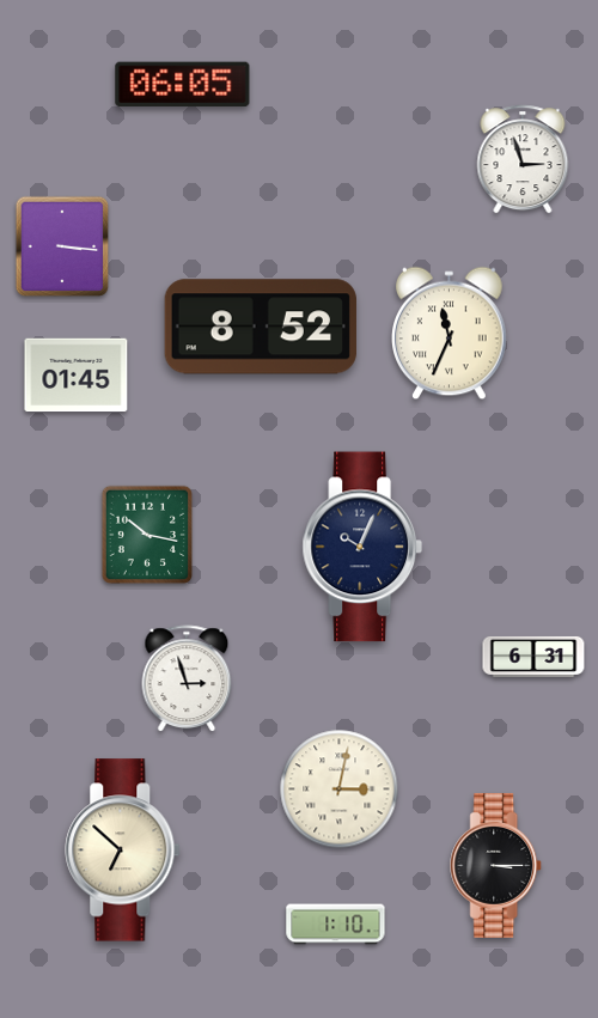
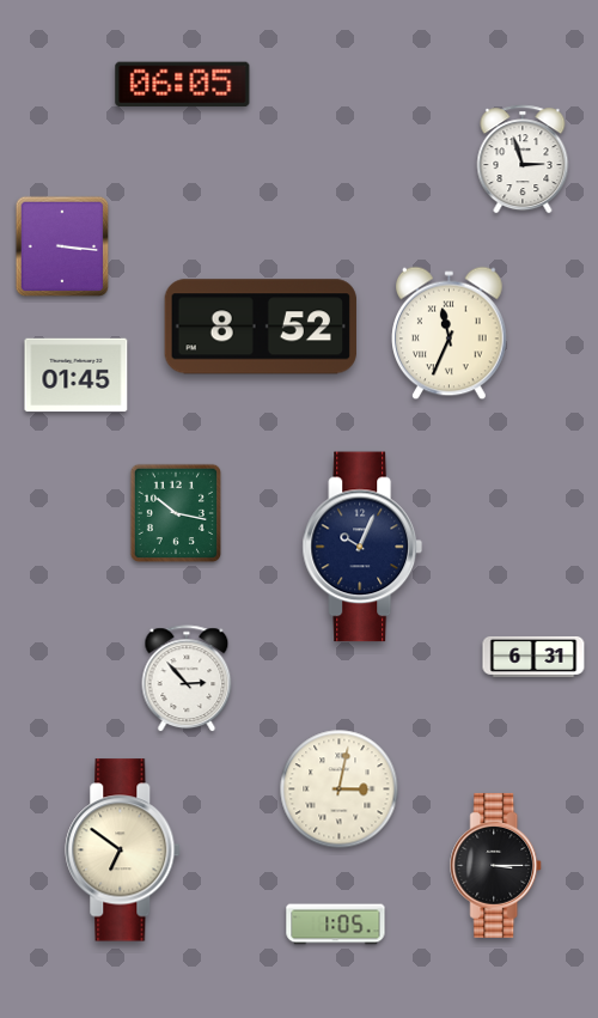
clock at (146, 535) position: (146, 535) -> (175, 513)
clock at (187, 679): 2:57 -> 2:53
clock at (123, 851): 6:52 -> 6:51
clock at (336, 925): 1:10 -> 1:05
